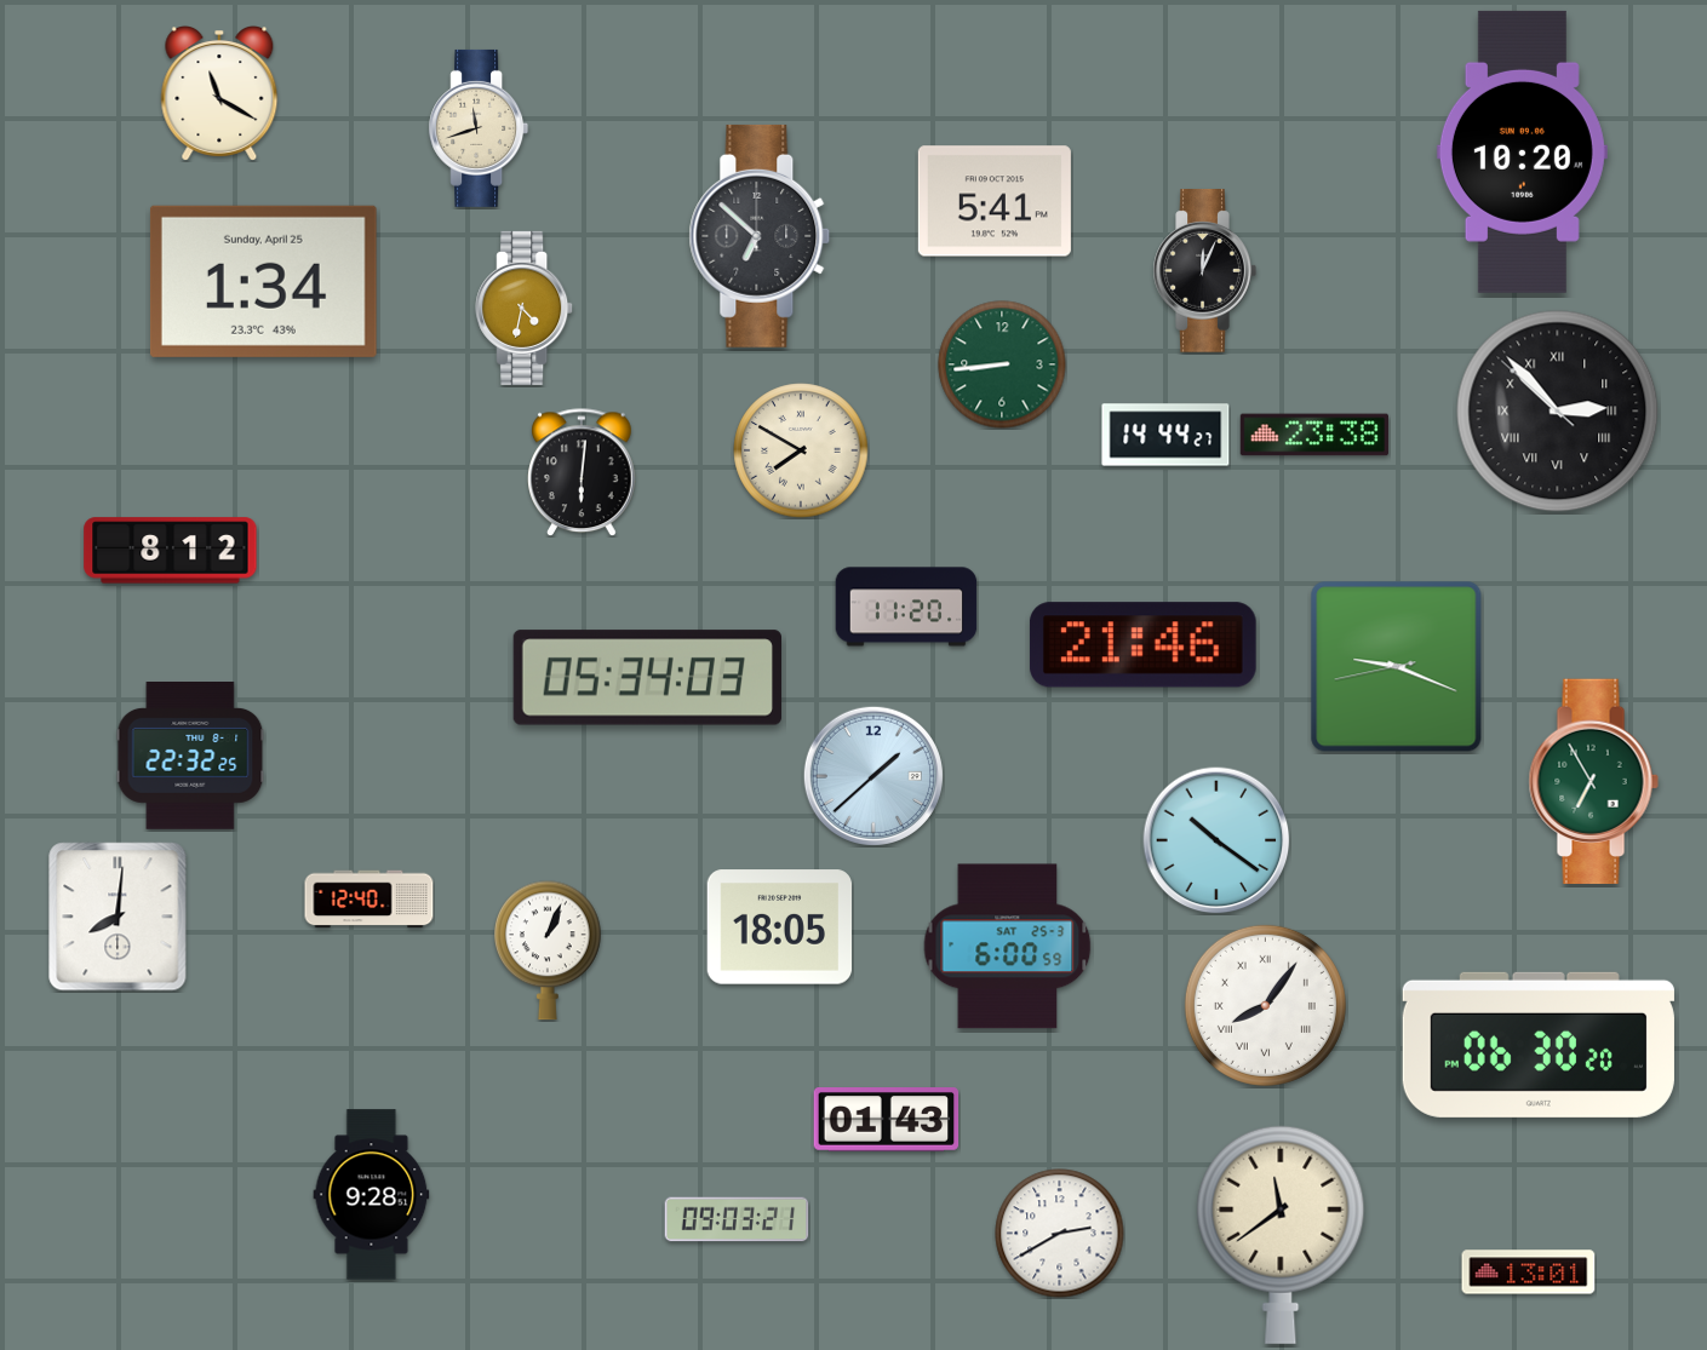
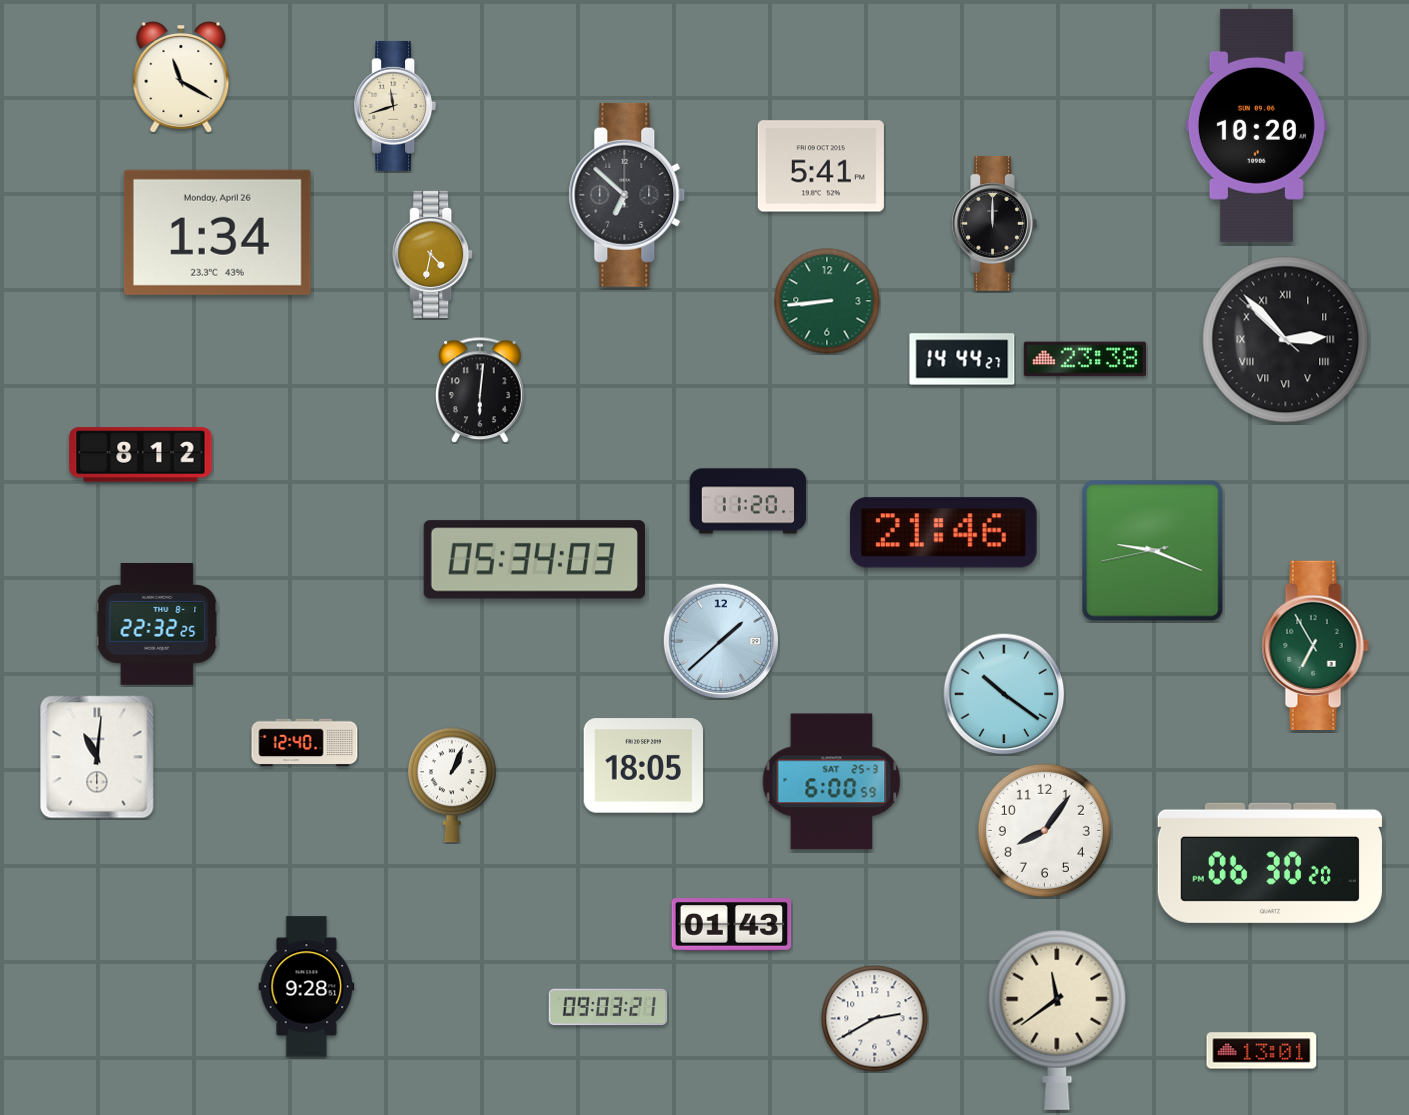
clock at (1204, 271): 12:04 -> 12:00
clock at (263, 281) date: Sunday, April 25 -> Monday, April 26
clock at (801, 450): 7:50 -> none
clock at (118, 917): 8:01 -> 11:01
clock at (1265, 1005) numerals: Roman -> Arabic
